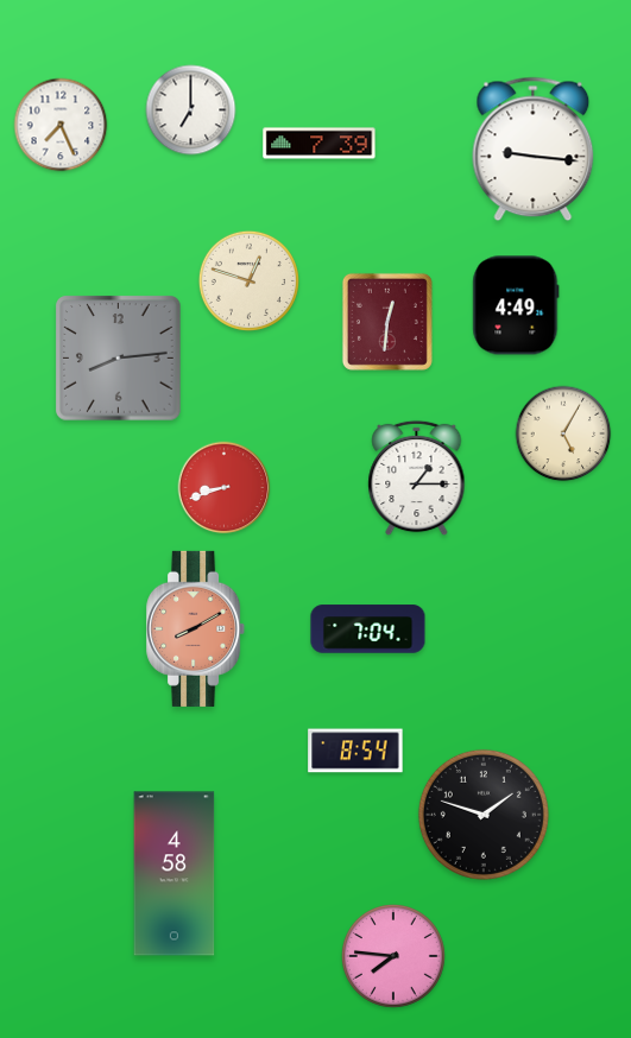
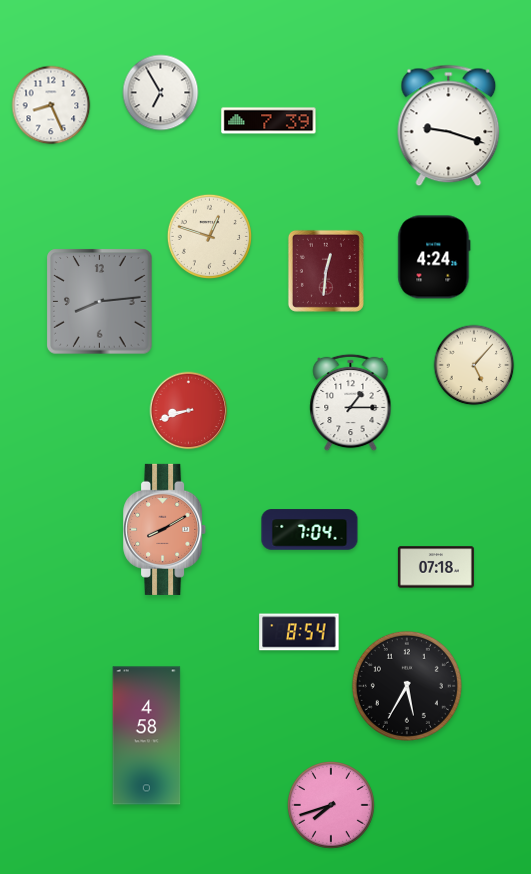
clock at (191, 110): 7:00 -> 6:55
clock at (61, 125): 7:26 -> 8:26
clock at (534, 150): 9:16 -> 9:18
clock at (516, 305): 4:49 -> 4:24
clock at (563, 433): 5:05 -> 5:07
clock at (436, 567): none -> 07:18
clock at (484, 815): 1:48 -> 5:35
clock at (393, 956): 7:46 -> 7:42
